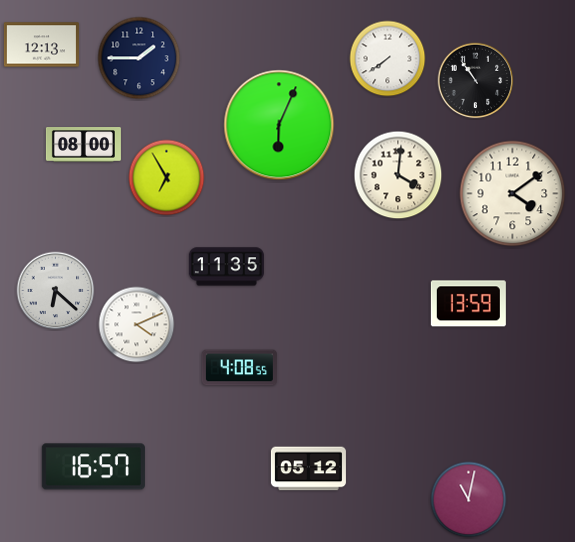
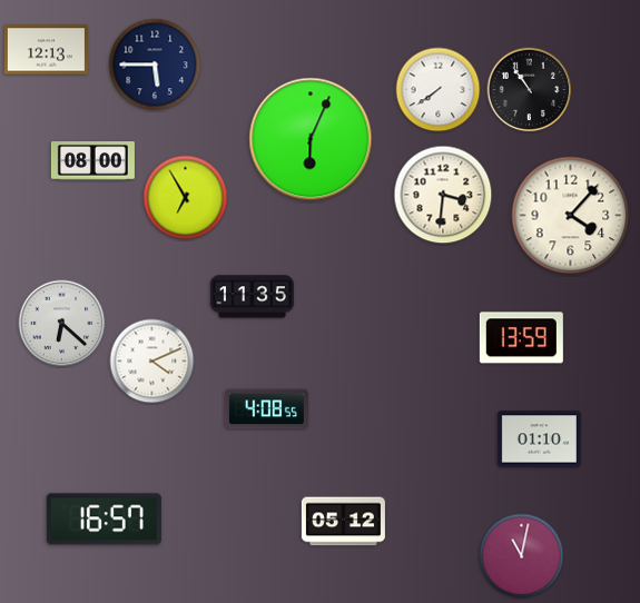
clock at (139, 58): 1:45 -> 5:45
clock at (388, 59) position: (388, 59) -> (439, 90)
clock at (398, 175): 4:01 -> 3:31
clock at (513, 194): 4:09 -> 4:07
clock at (539, 439): none -> 01:10
